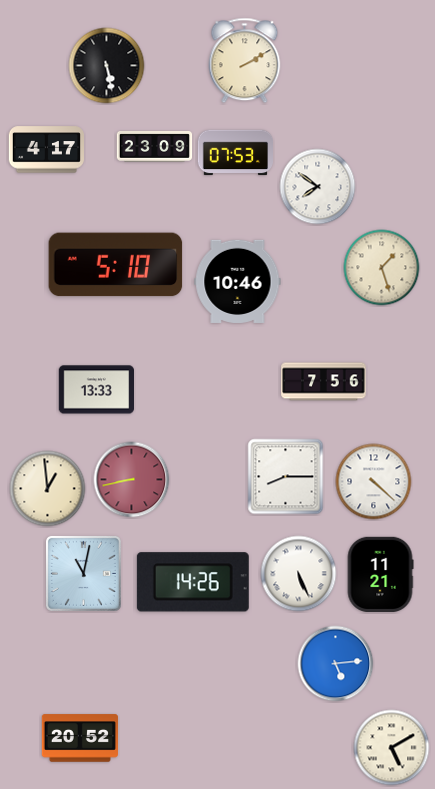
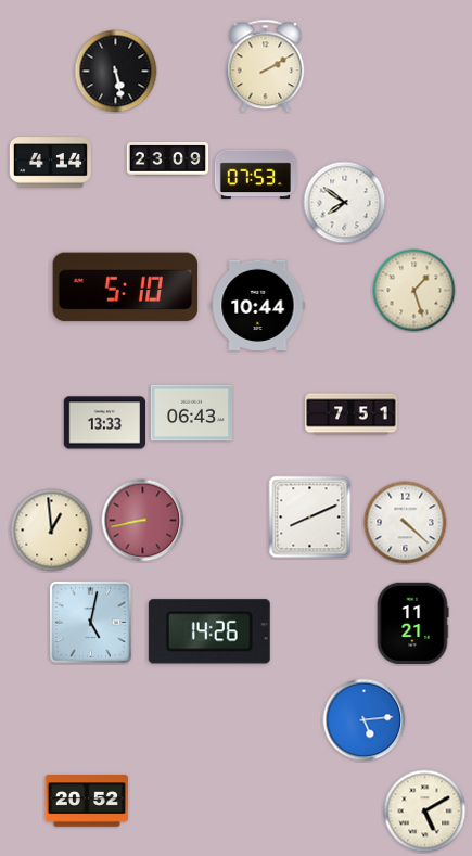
clock at (47, 150): 4:17 -> 4:14
clock at (236, 153) position: (236, 153) -> (256, 175)
clock at (238, 281): 10:46 -> 10:44
clock at (191, 413): none -> 06:43
clock at (324, 382): 7:56 -> 7:51
clock at (286, 477): 8:15 -> 8:11
clock at (83, 573): 11:02 -> 5:02
clock at (299, 574): 5:26 -> none
